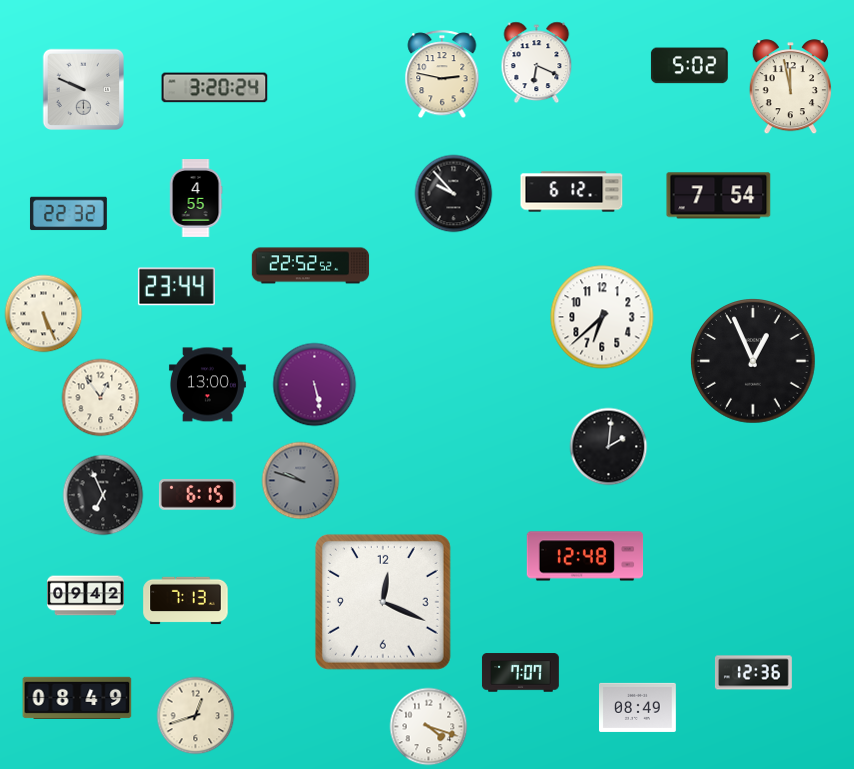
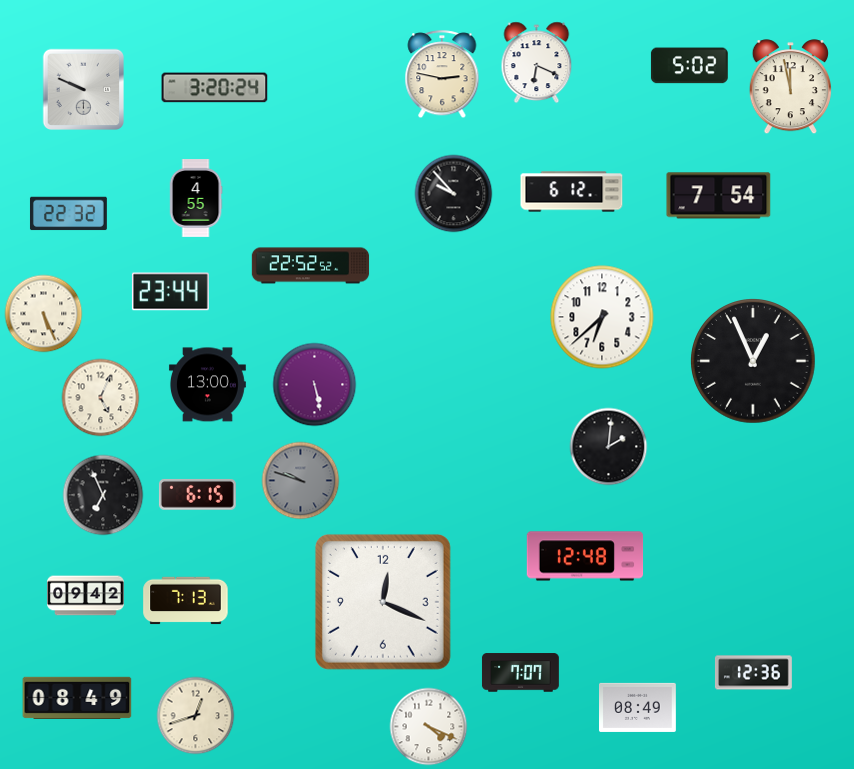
clock at (176, 287) position: (176, 287) -> (170, 292)
clock at (100, 397): 12:54 -> 5:04
clock at (428, 726): 4:18 -> 4:19
